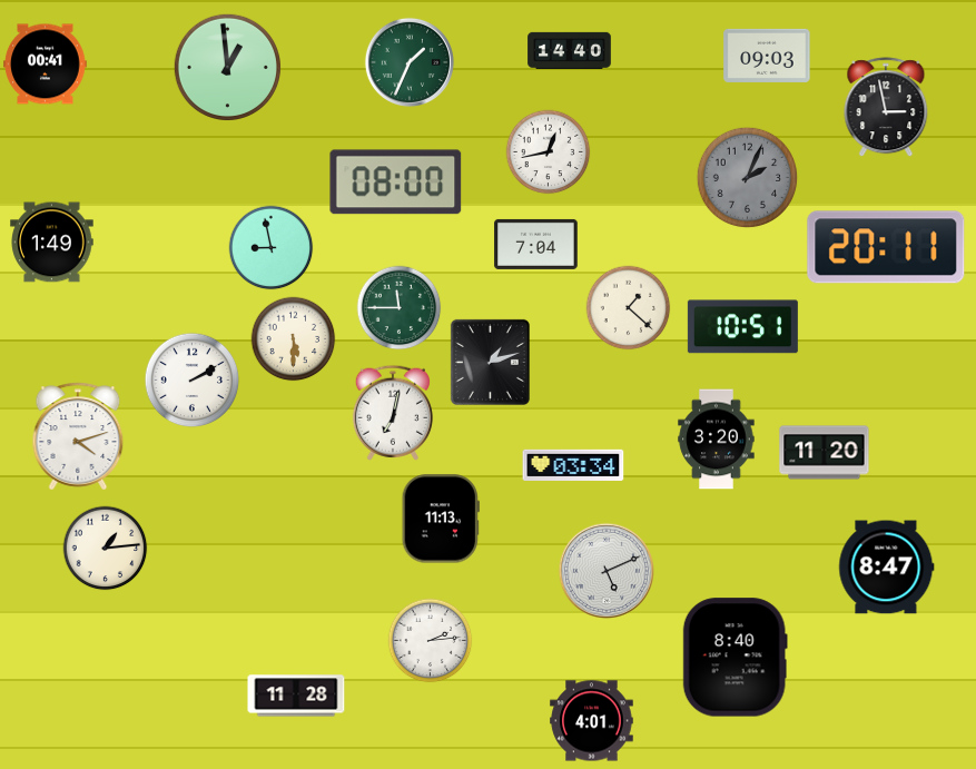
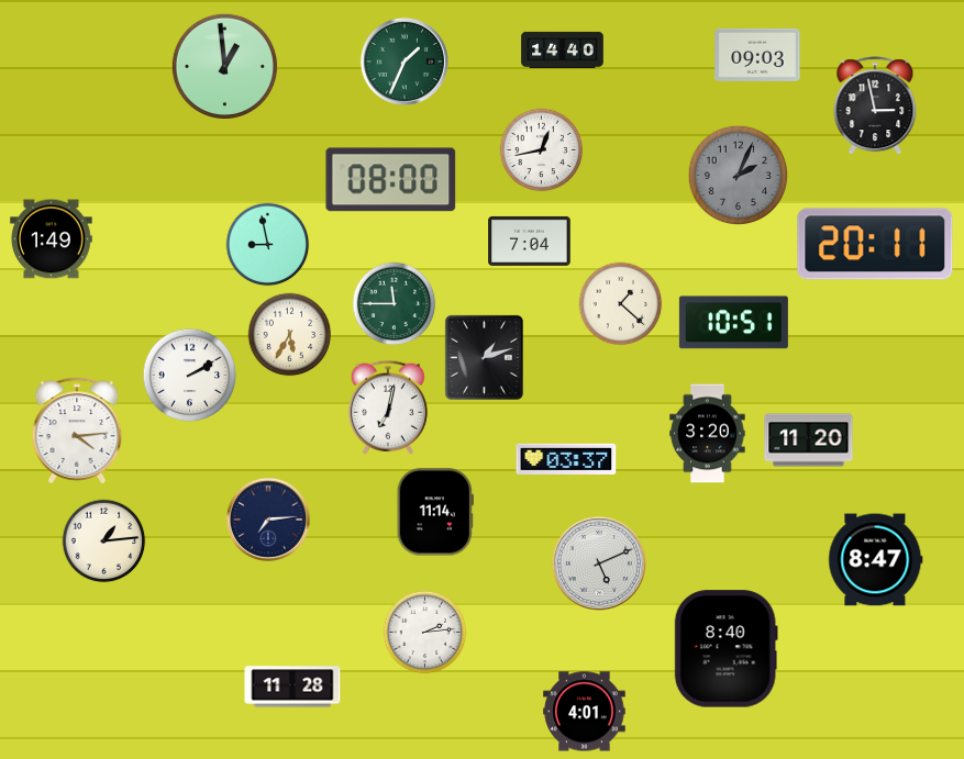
clock at (46, 65): 00:41 -> none
clock at (294, 339): 5:30 -> 5:35
clock at (78, 436): 4:12 -> 4:14
clock at (825, 453) position: (825, 453) -> (809, 440)
clock at (573, 465): 03:34 -> 03:37
clock at (441, 519): 11:13 -> 11:14
clock at (268, 520): none -> 7:14
